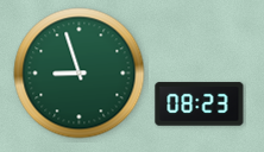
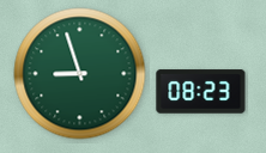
clock at (200, 104) position: (200, 104) -> (201, 92)
